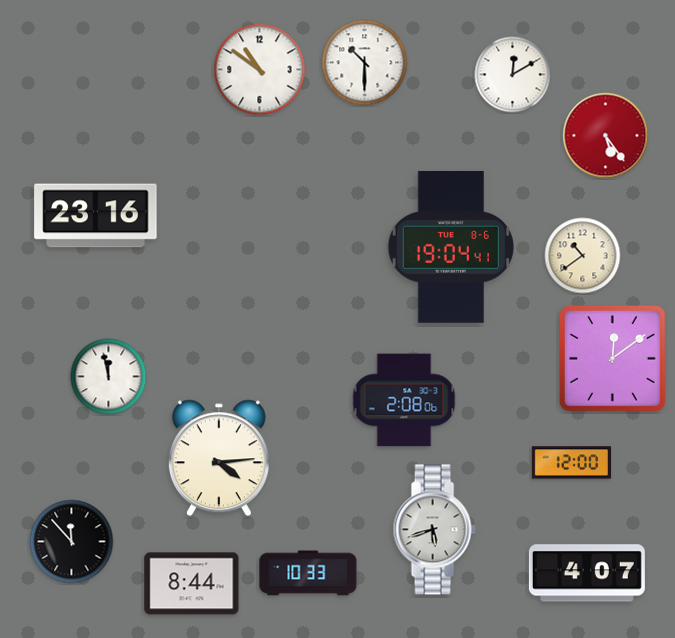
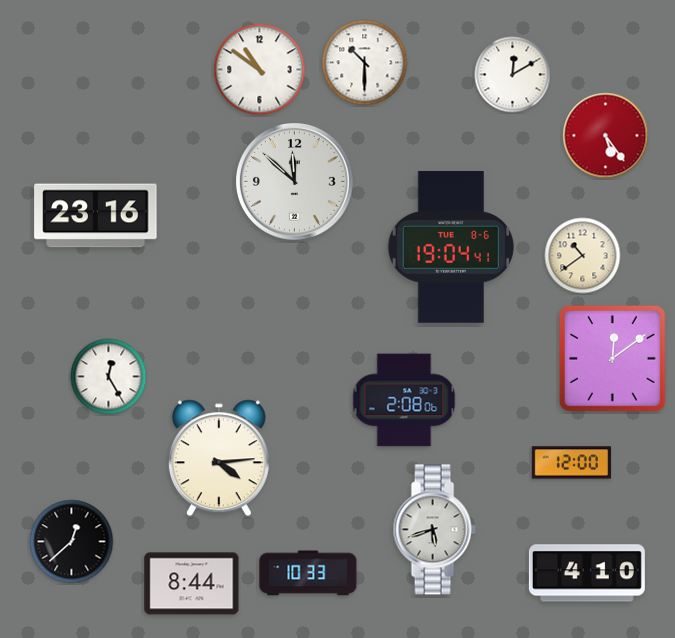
clock at (295, 182): none -> 11:52
clock at (109, 377): 11:58 -> 12:25
clock at (72, 542): 11:53 -> 12:38
clock at (587, 573): 4:07 -> 4:10
